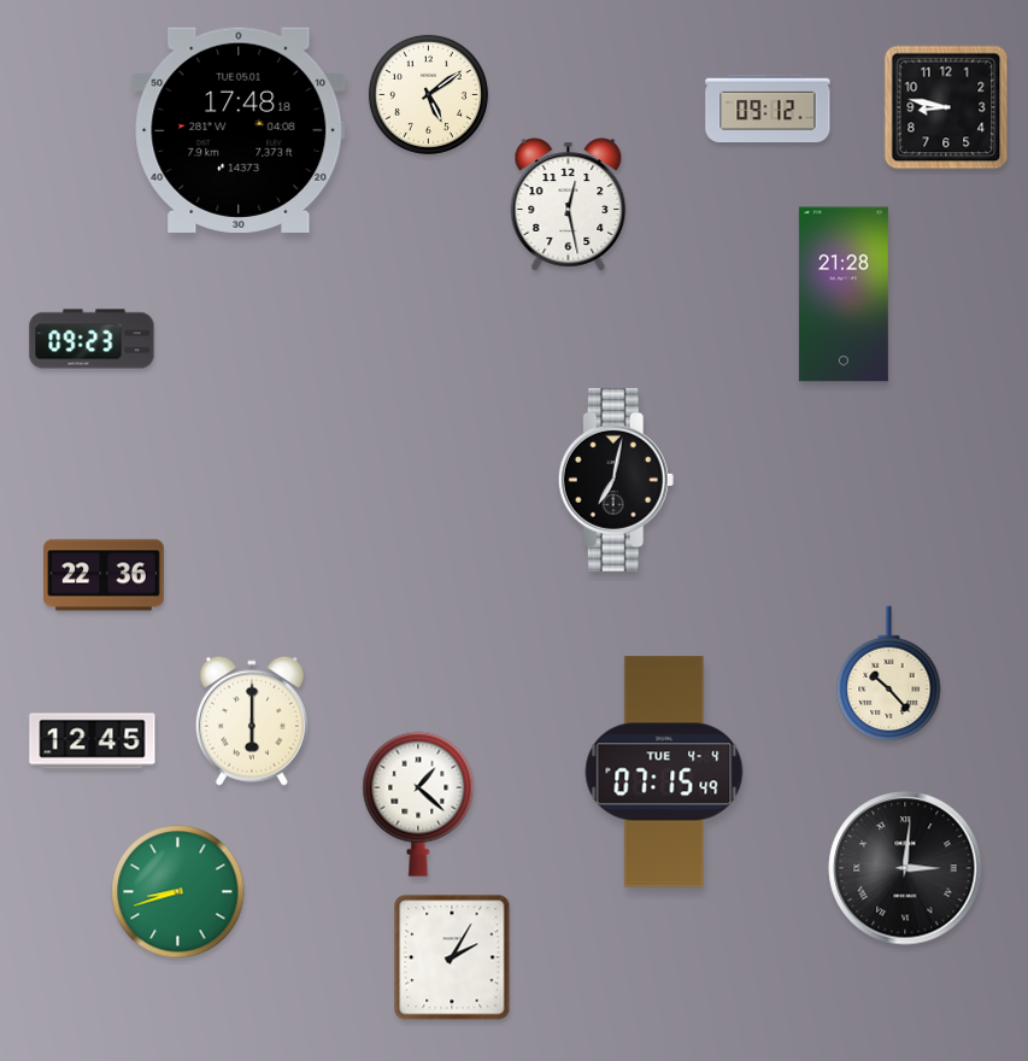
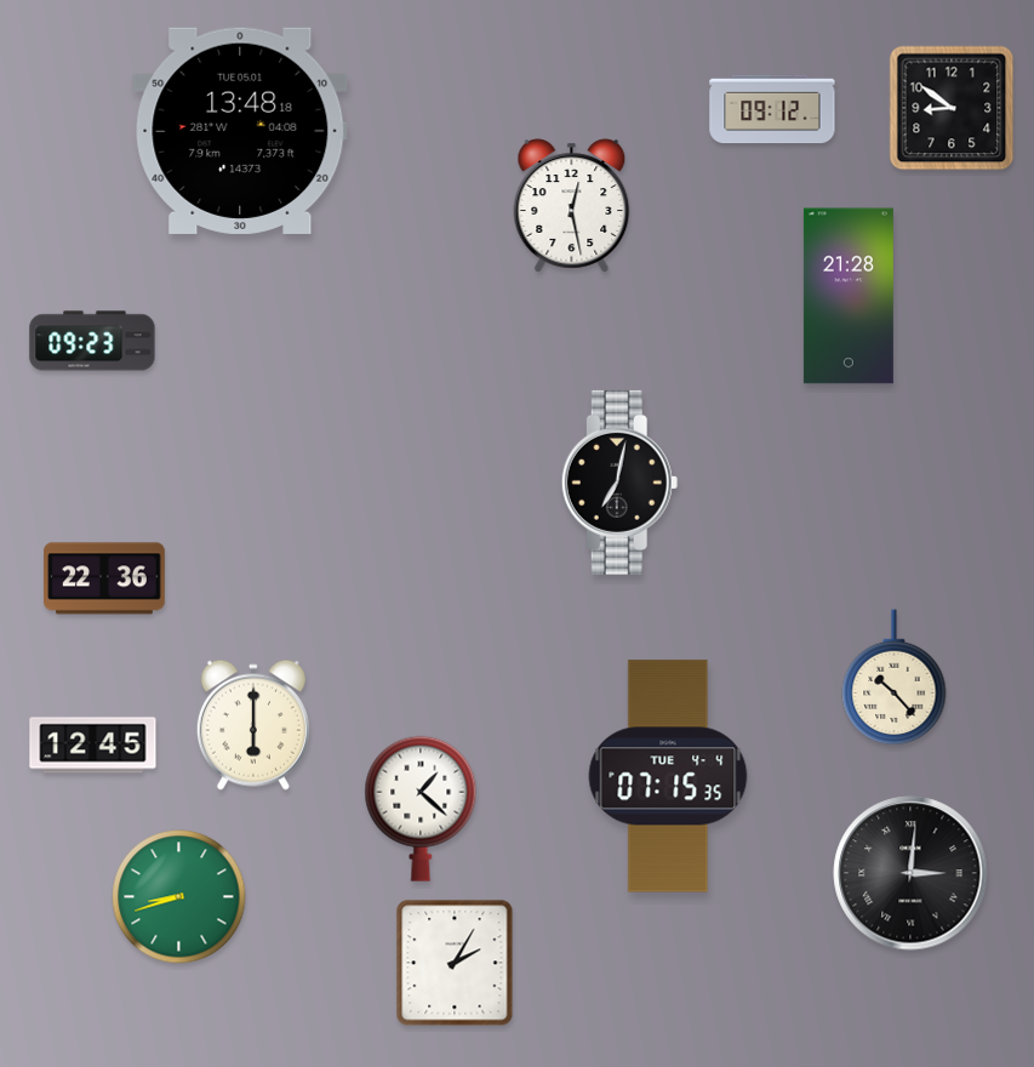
clock at (428, 94): 5:09 -> none
clock at (946, 107): 8:47 -> 8:51
clock at (239, 130): 17:48 -> 13:48
clock at (664, 772): 07:15:49 -> 07:15:35
